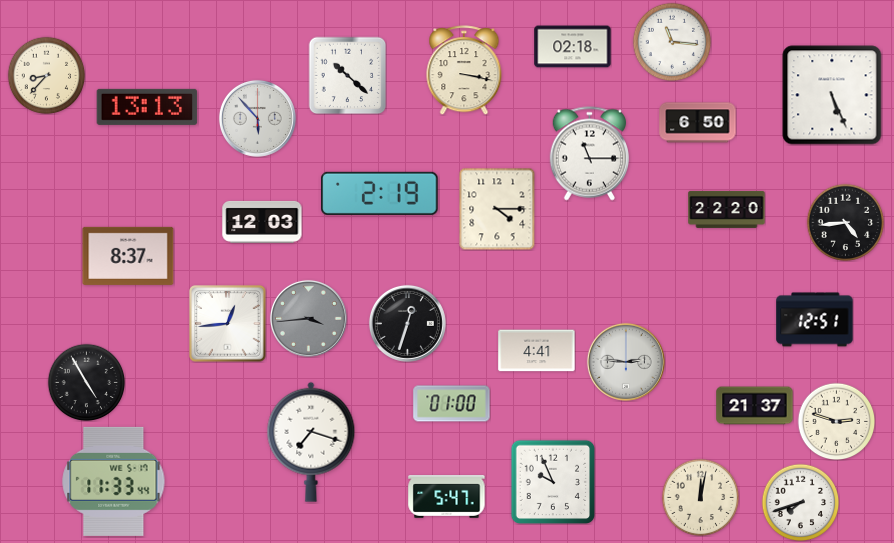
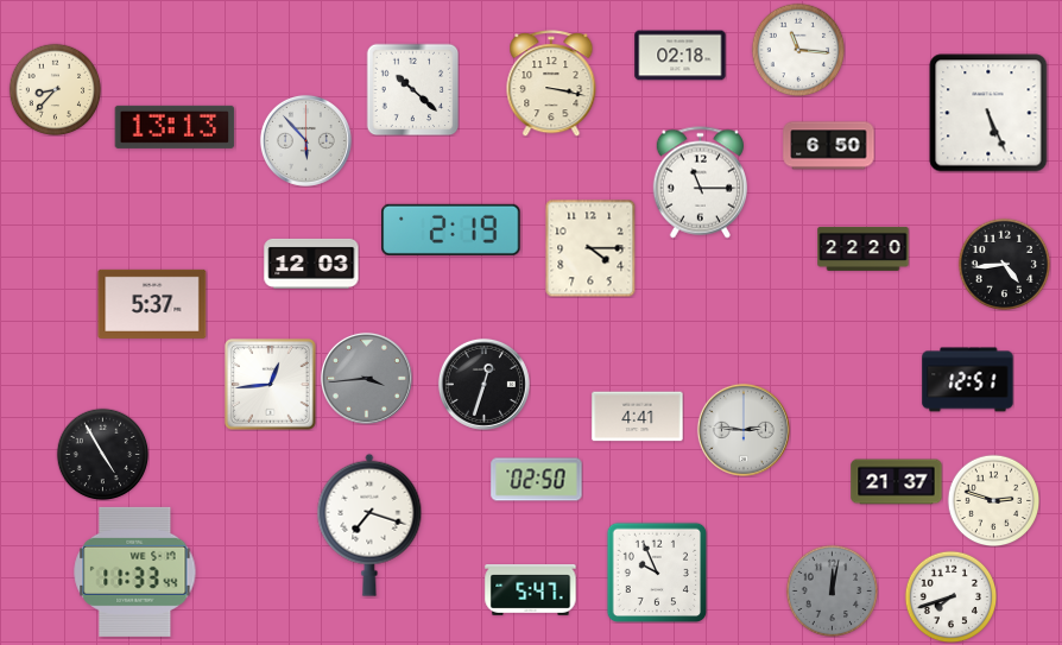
clock at (128, 256): 8:37 -> 5:37
clock at (452, 404): 01:00 -> 02:50
clock at (700, 497) dial: cream -> grey
